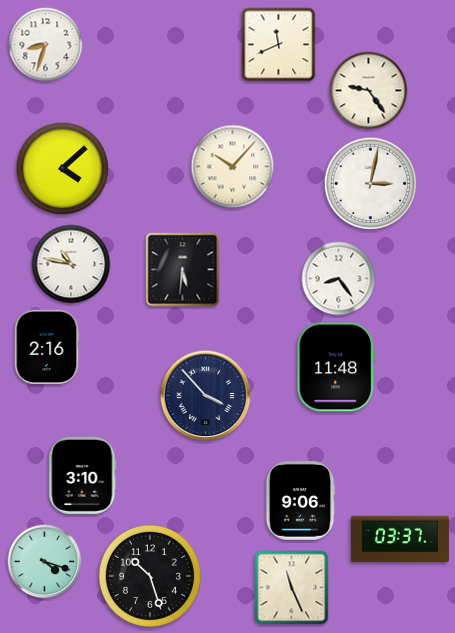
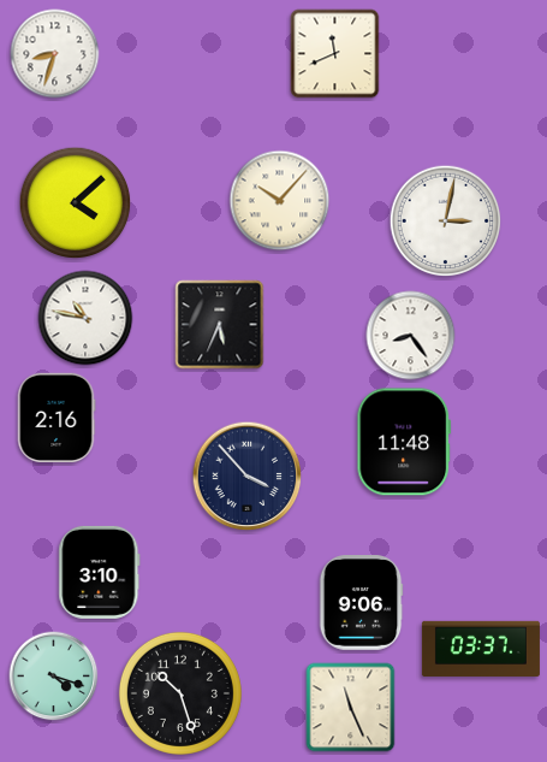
clock at (369, 91): 9:24 -> none
clock at (183, 270): 5:31 -> 5:34
clock at (339, 279) position: (339, 279) -> (411, 336)
